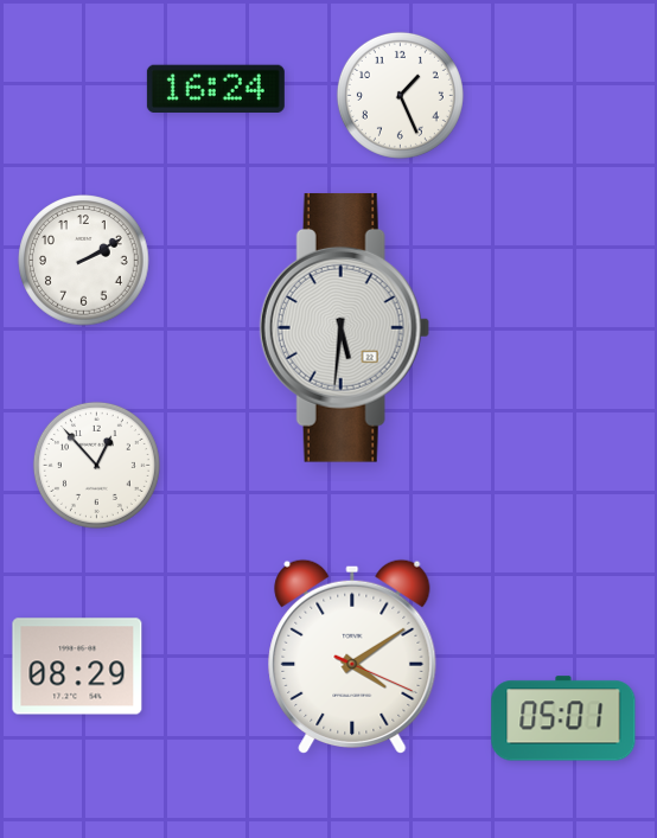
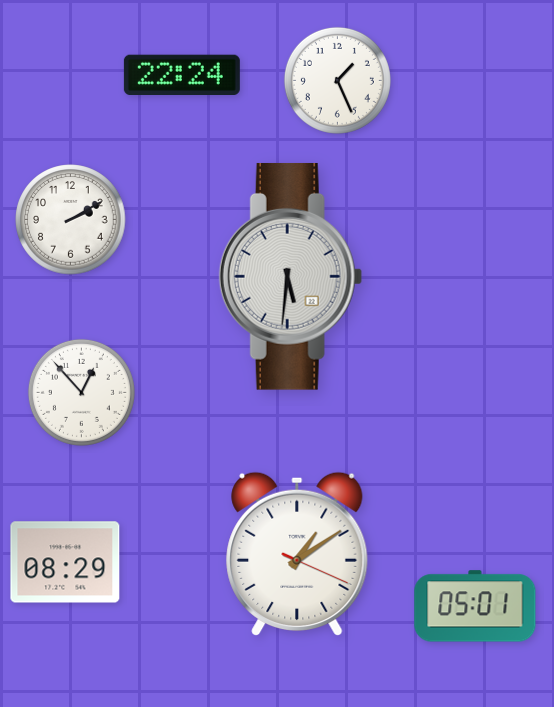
clock at (216, 88): 16:24 -> 22:24
clock at (352, 657): 4:09 -> 1:09
